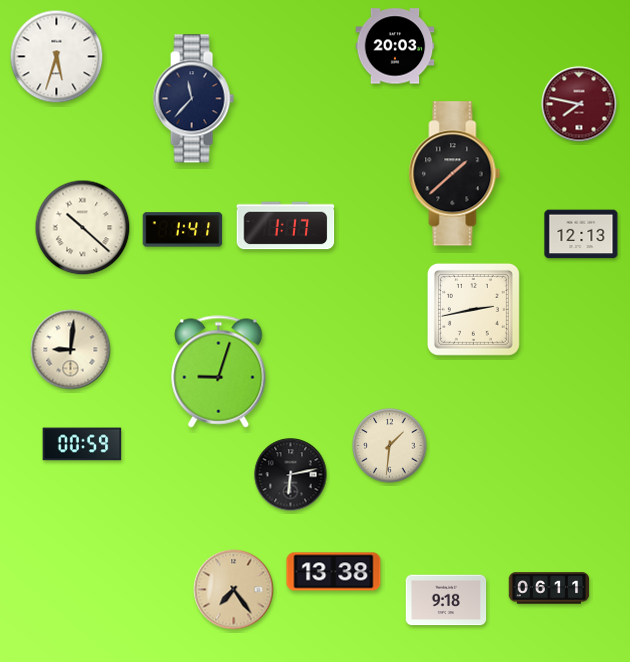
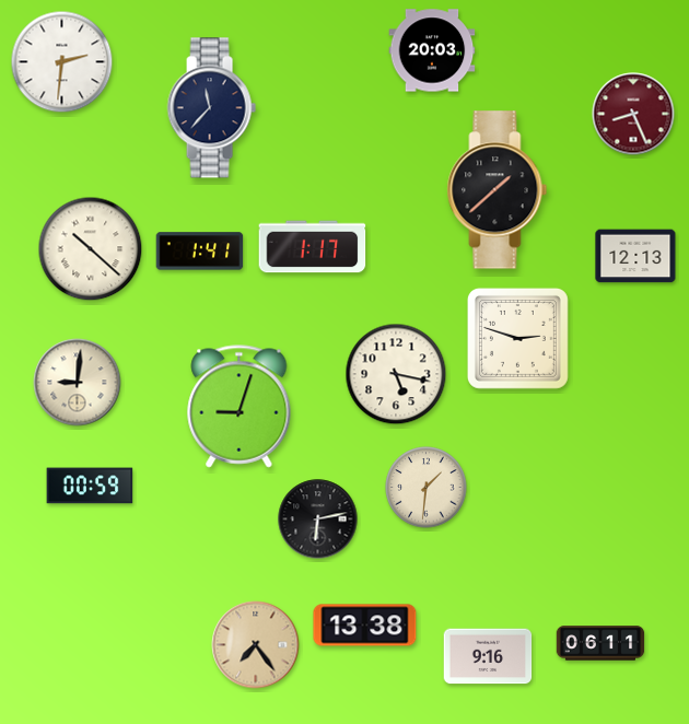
clock at (57, 57): 5:33 -> 2:31
clock at (579, 104): 7:47 -> 8:26
clock at (473, 309): 2:43 -> 2:48
clock at (396, 374): none -> 5:17
clock at (446, 600): 9:18 -> 9:16
